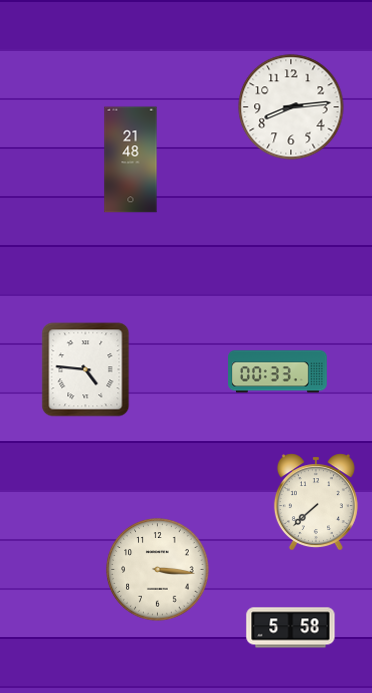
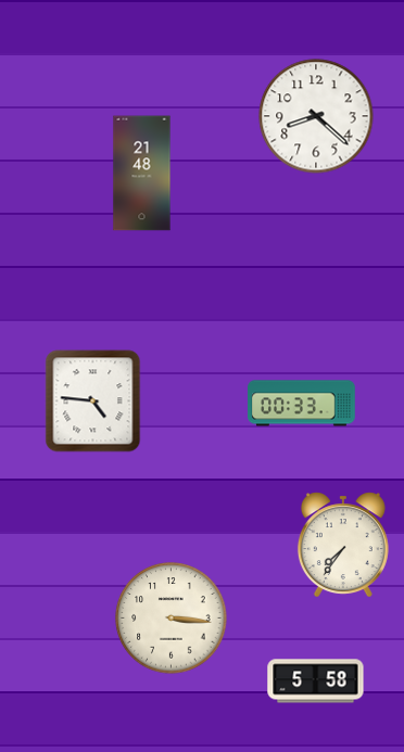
clock at (291, 107): 8:14 -> 8:22
clock at (316, 502): 7:38 -> 7:36
